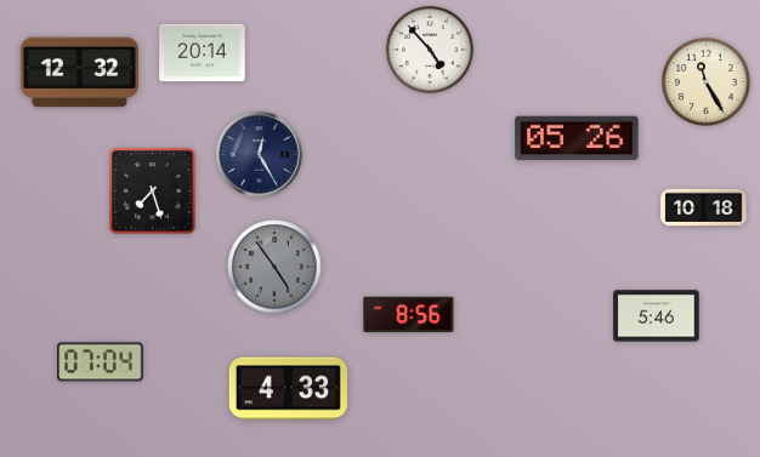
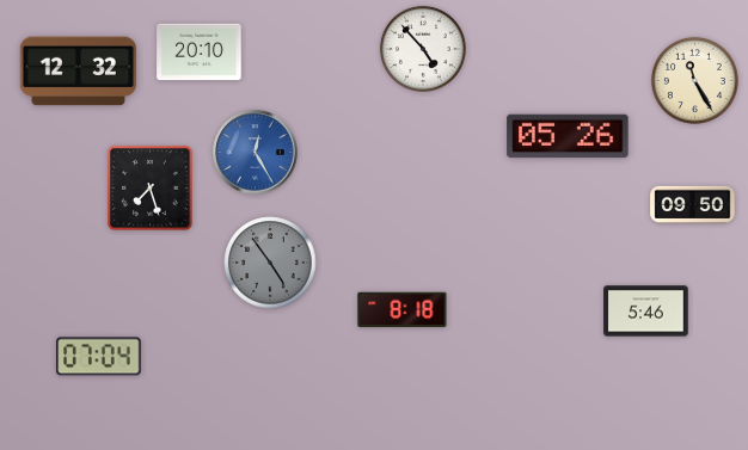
clock at (203, 53): 20:14 -> 20:10
clock at (260, 155) dial: navy -> blue
clock at (704, 207): 10:18 -> 09:50
clock at (409, 315): 8:56 -> 8:18
clock at (288, 389): 4:33 -> none
